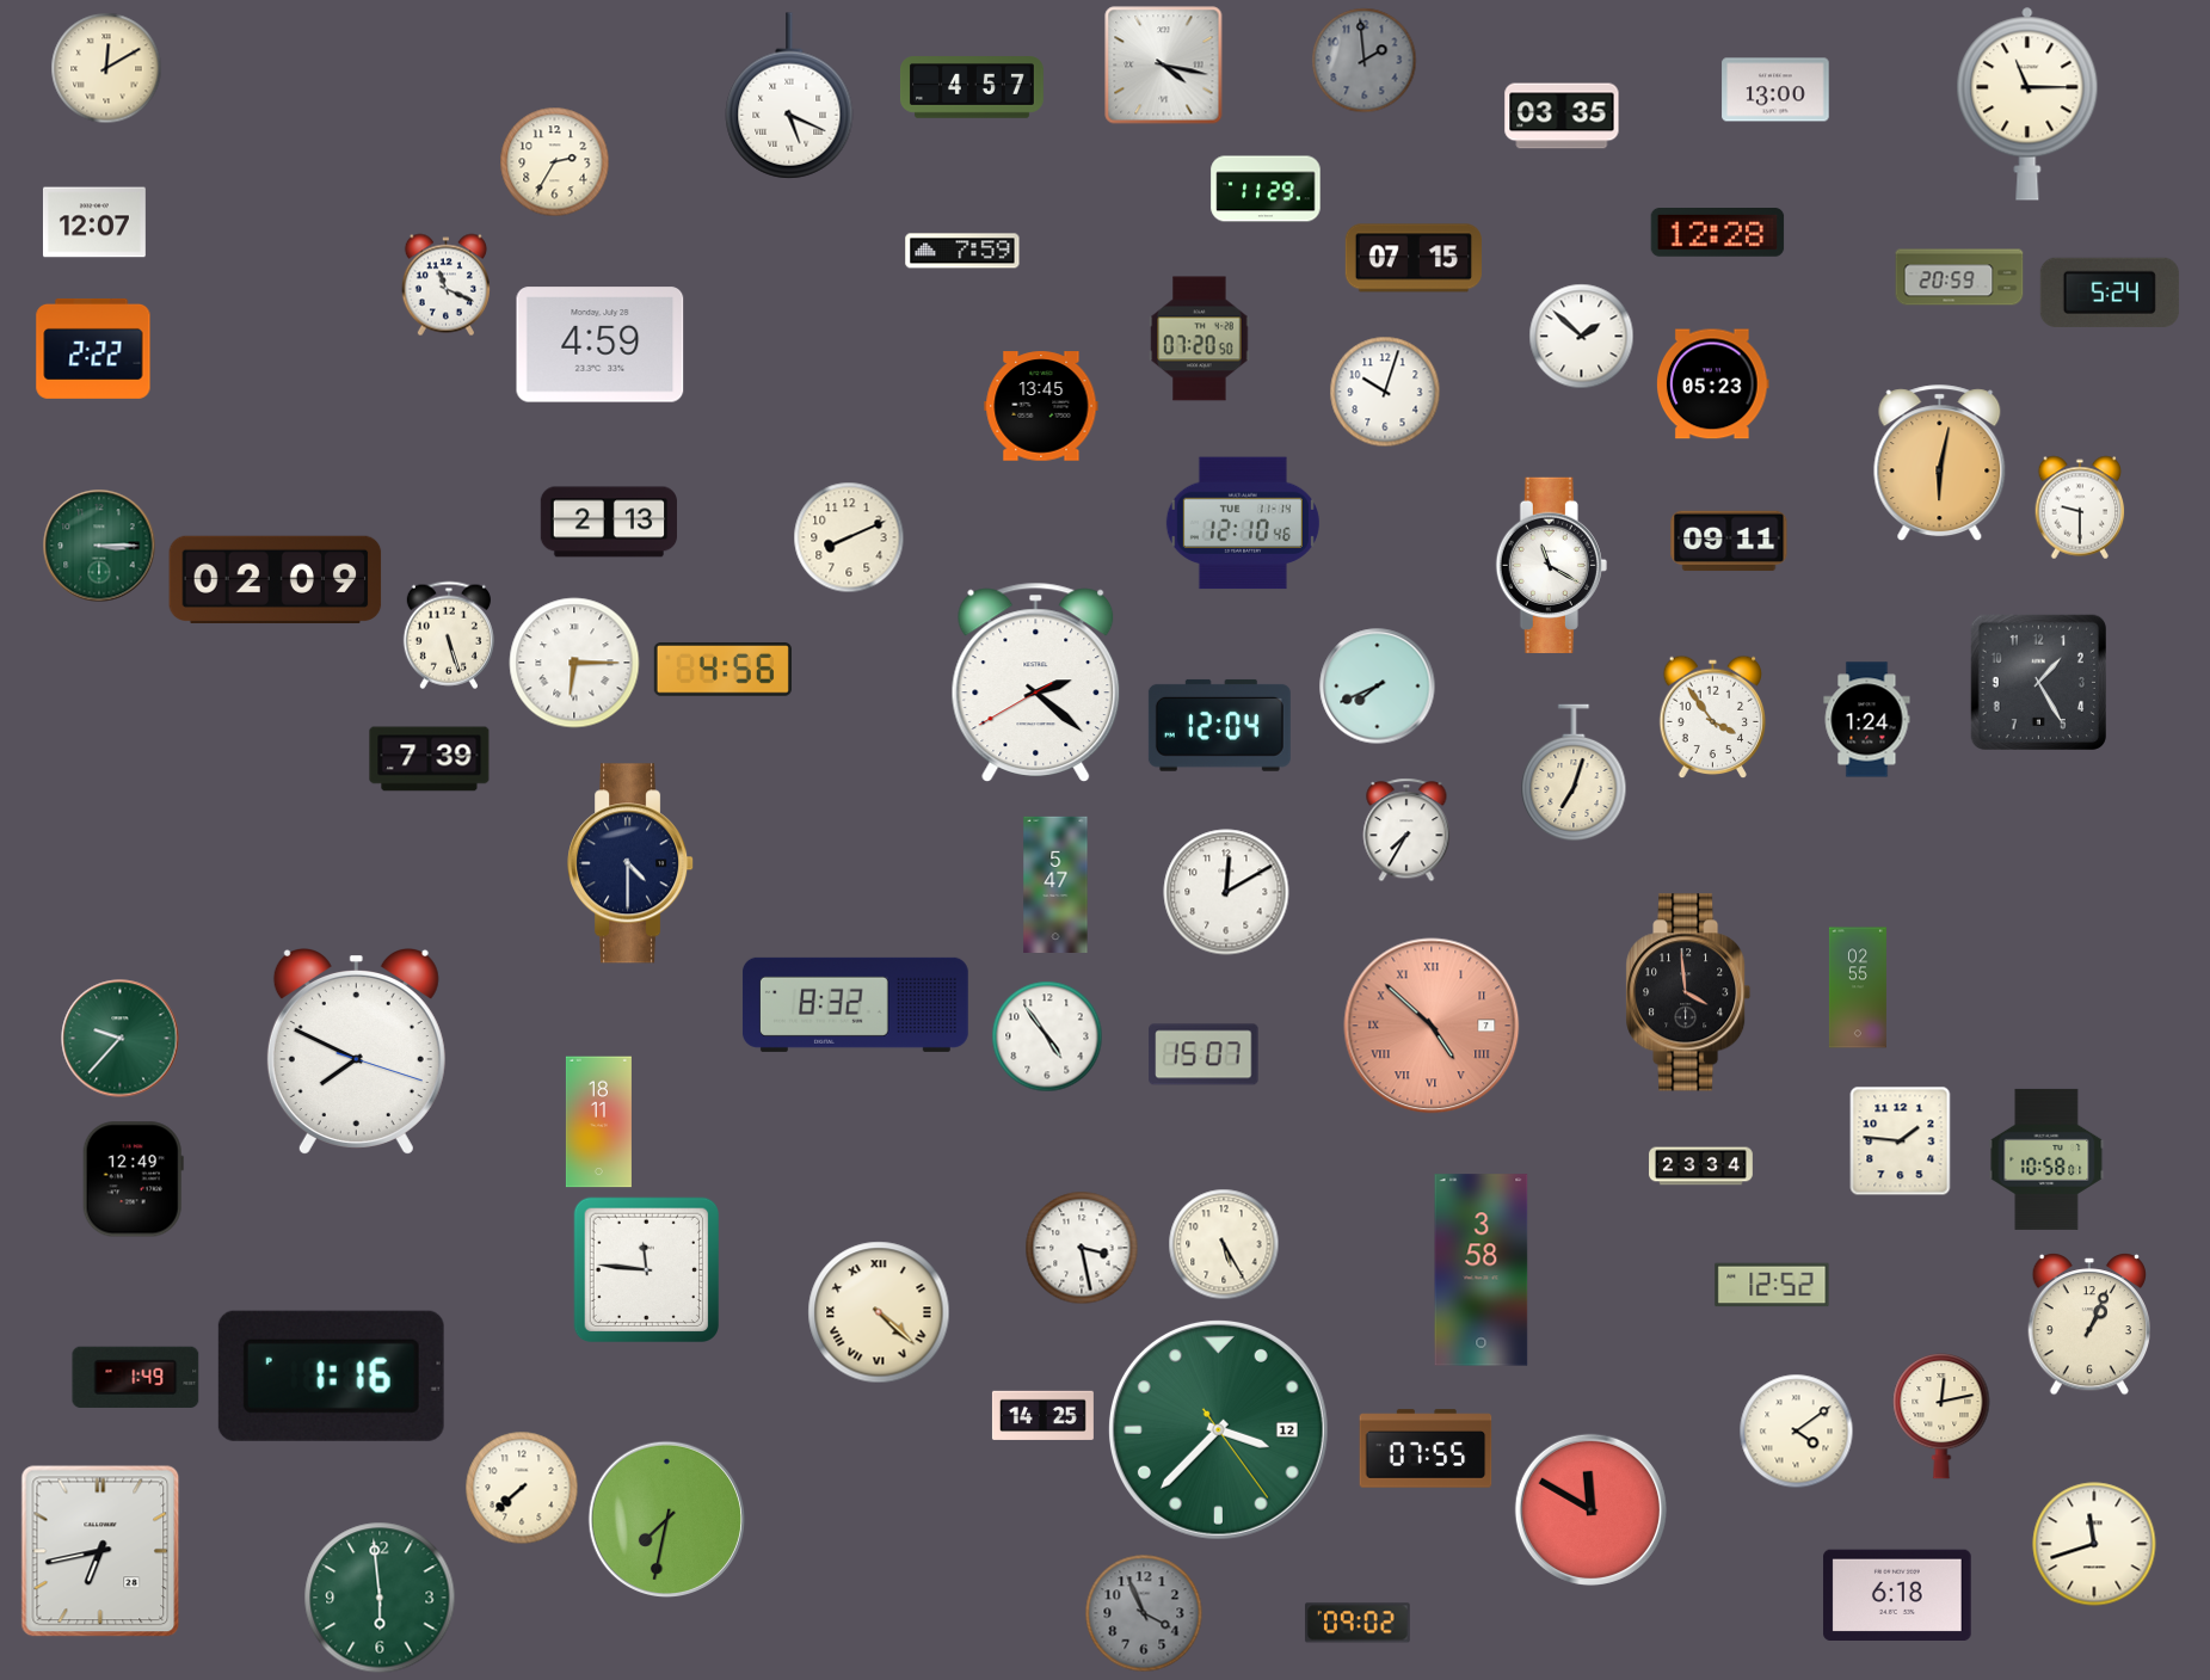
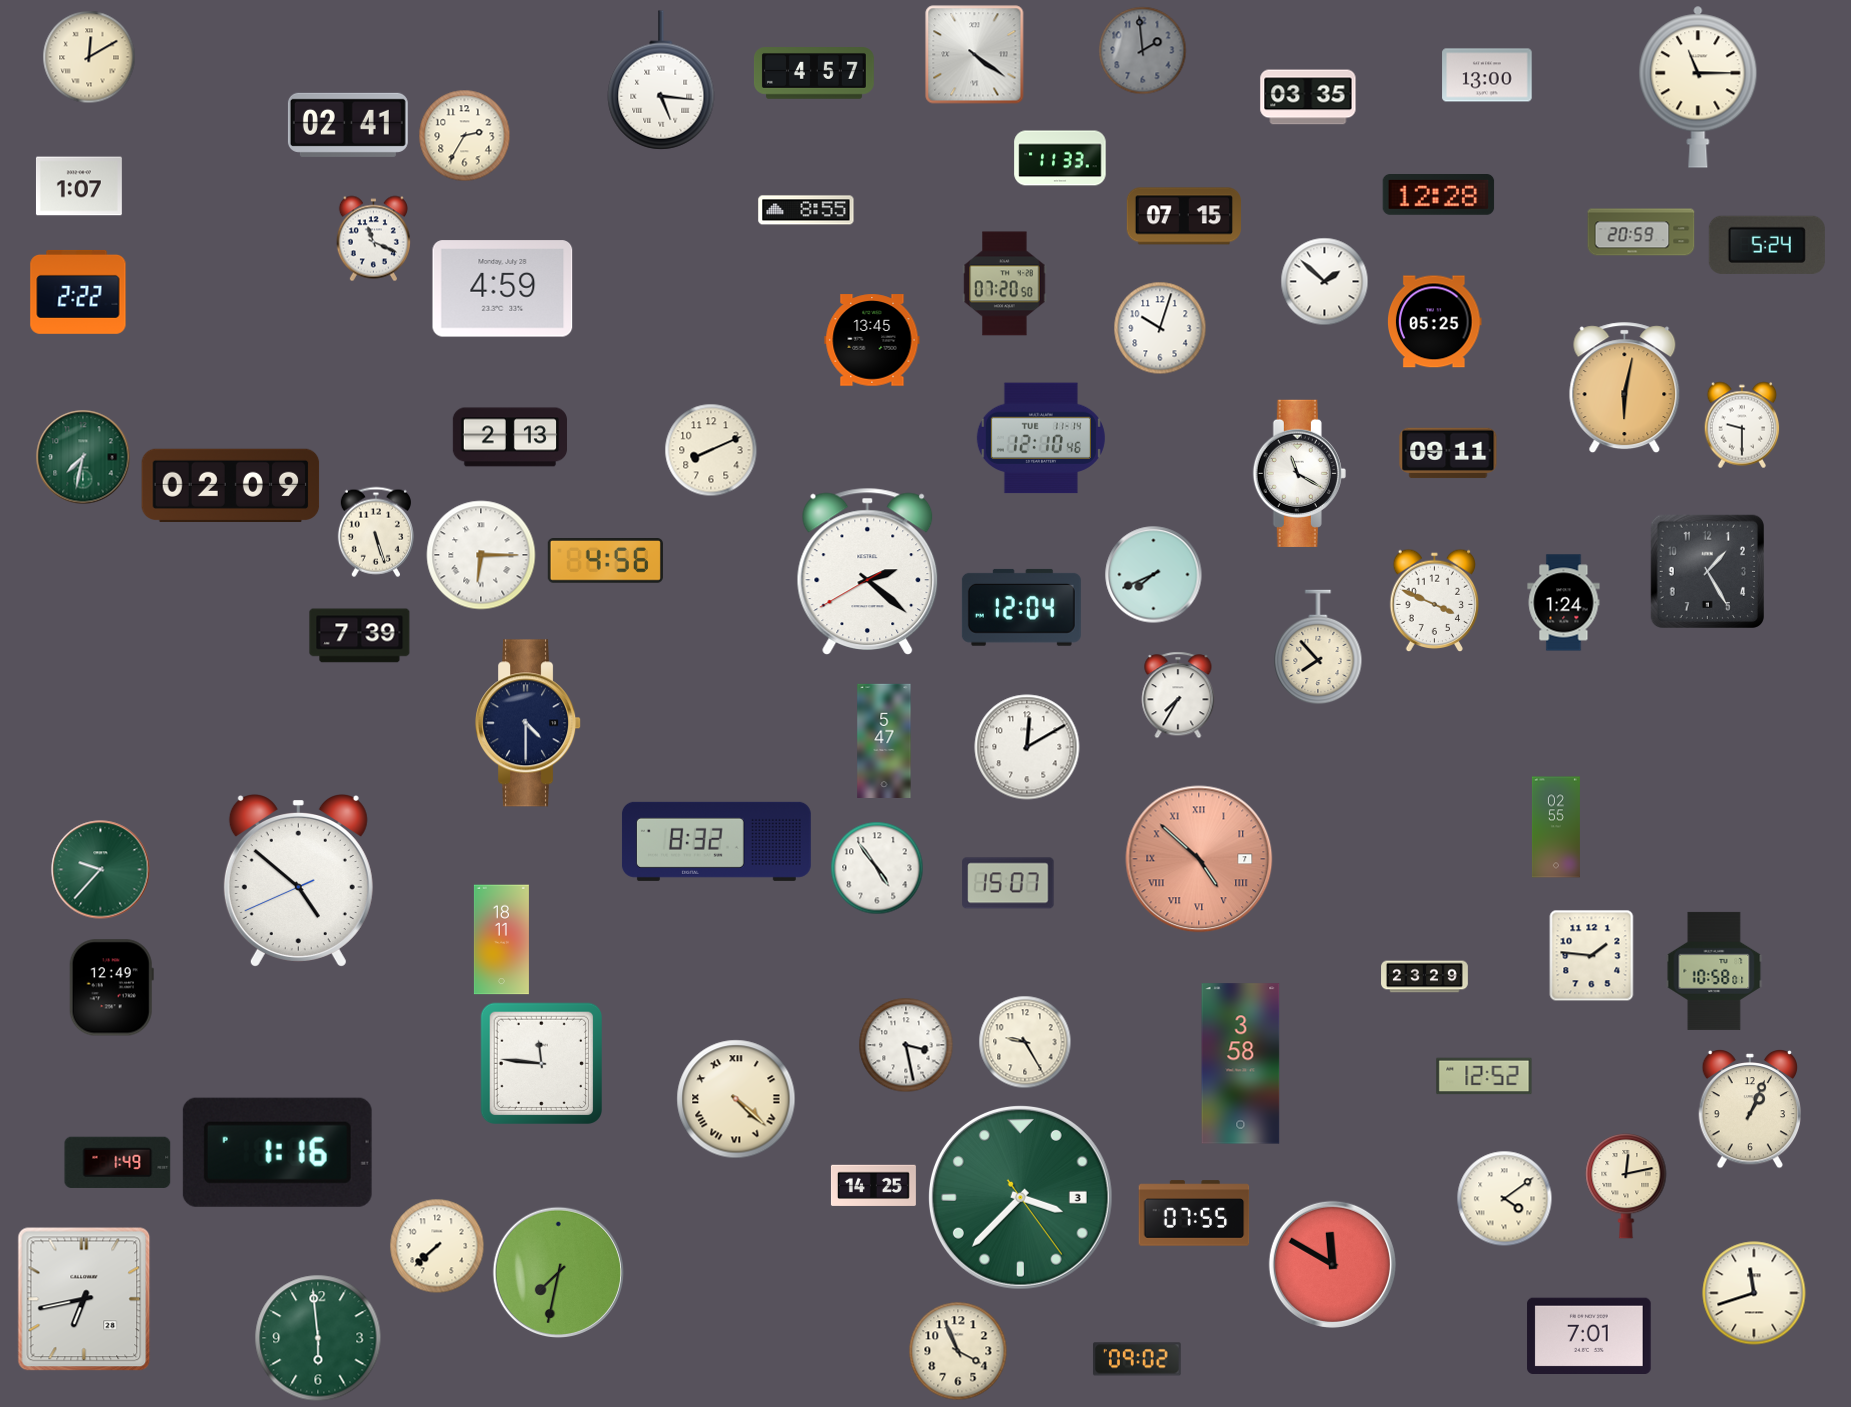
clock at (1164, 66): 4:17 -> 4:21
clock at (789, 96): 5:19 -> 5:16
clock at (348, 125): none -> 02:41
clock at (1266, 189): 11:29 -> 11:33
clock at (94, 222): 12:07 -> 1:07
clock at (962, 251): 7:59 -> 8:55
clock at (1713, 384): 05:23 -> 05:25
clock at (99, 546): 3:15 -> 7:32
clock at (1713, 718): 3:54 -> 3:49
clock at (1574, 773): 7:03 -> 7:53
clock at (1688, 992): 3:59 -> none
clock at (356, 1052): 7:49 -> 4:51
clock at (1701, 1167): 23:34 -> 23:29
clock at (1224, 1244): 5:25 -> 9:25
clock at (136, 1377) position: (136, 1377) -> (118, 1162)
clock at (1218, 1429) date: 12 -> 3
clock at (1897, 1594): 6:18 -> 7:01
clock at (1144, 1613) dial: grey -> cream
